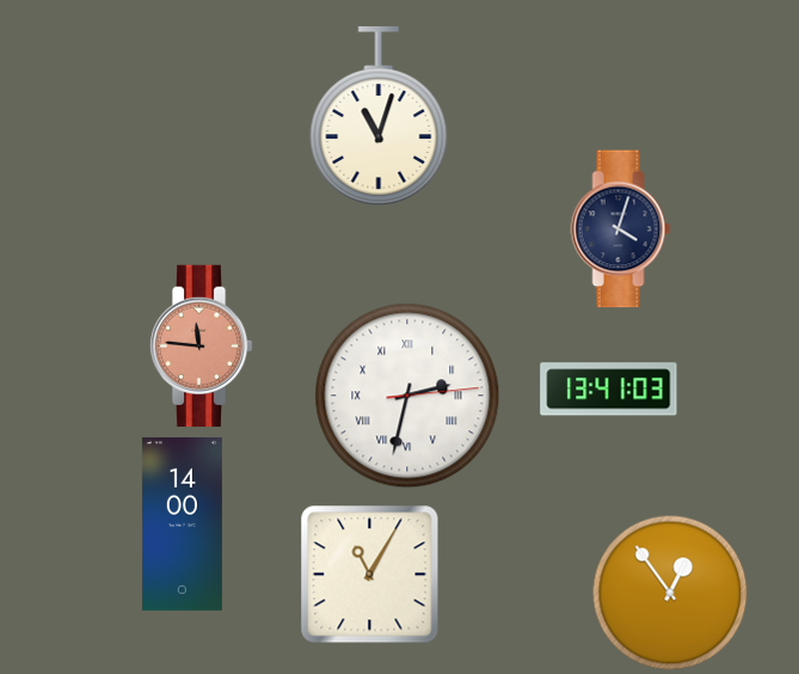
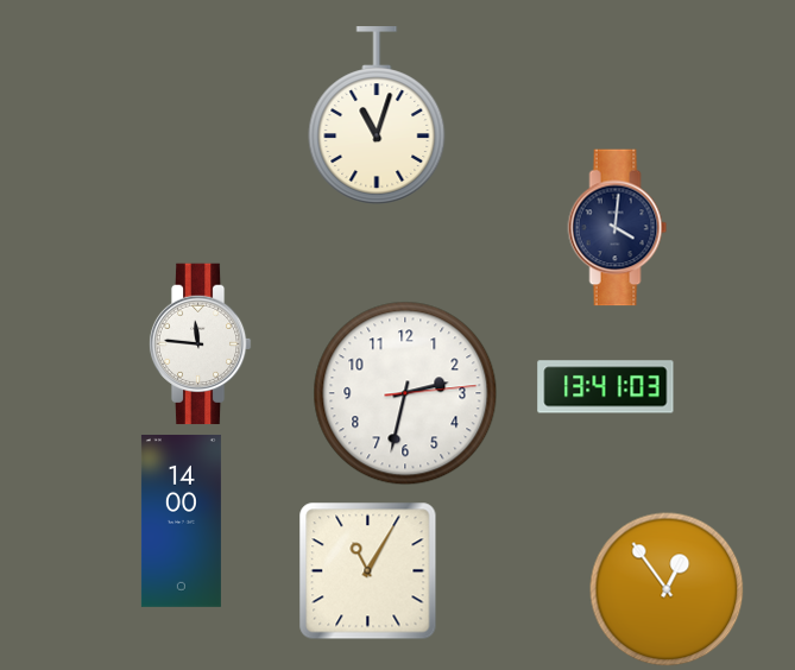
clock at (621, 229): 4:03 -> 4:01
clock at (201, 347) dial: salmon -> white
clock at (407, 396) numerals: Roman -> Arabic
